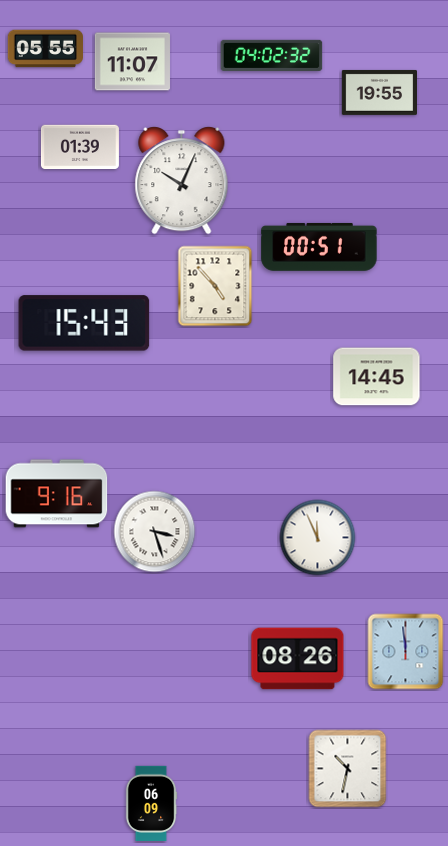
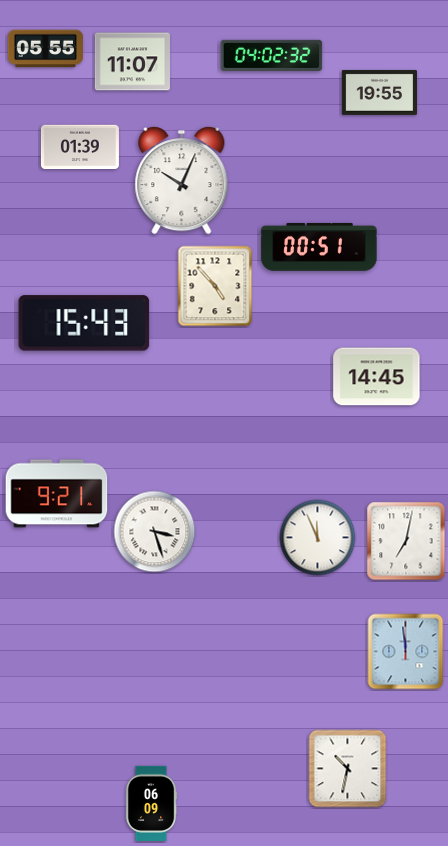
clock at (57, 494): 9:16 -> 9:21
clock at (406, 541): none -> 7:02
clock at (298, 659): 08:26 -> none
